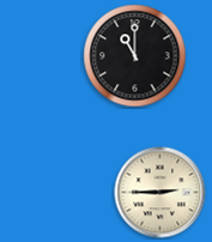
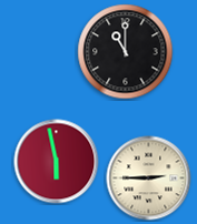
clock at (57, 162): none -> 5:58
